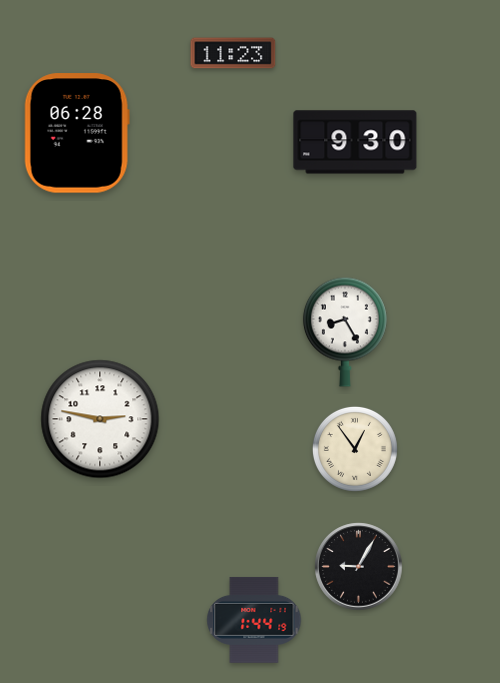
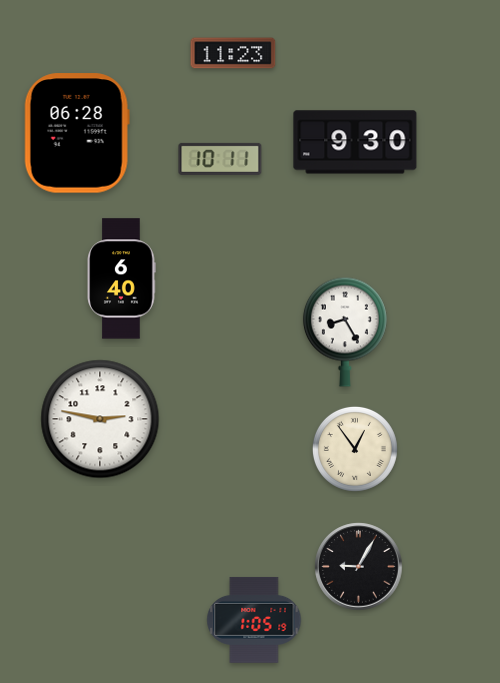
clock at (220, 159): none -> 10:11
clock at (121, 279): none -> 6:40
clock at (254, 620): 1:44 -> 1:05
